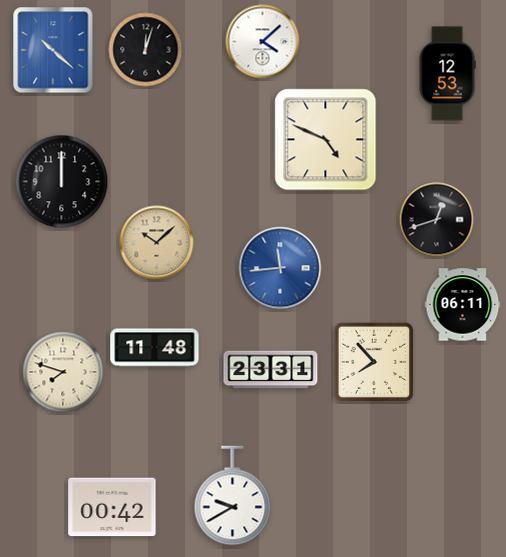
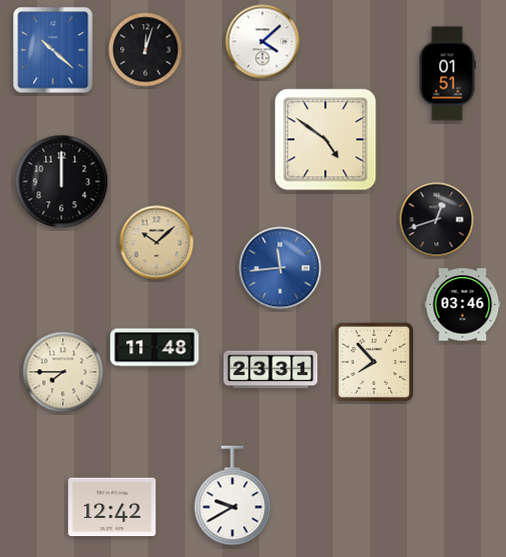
clock at (447, 74): 12:53 -> 01:51
clock at (326, 140): 4:49 -> 4:51
clock at (463, 305): 06:11 -> 03:46
clock at (63, 372): 7:48 -> 7:45
clock at (112, 507): 00:42 -> 12:42
